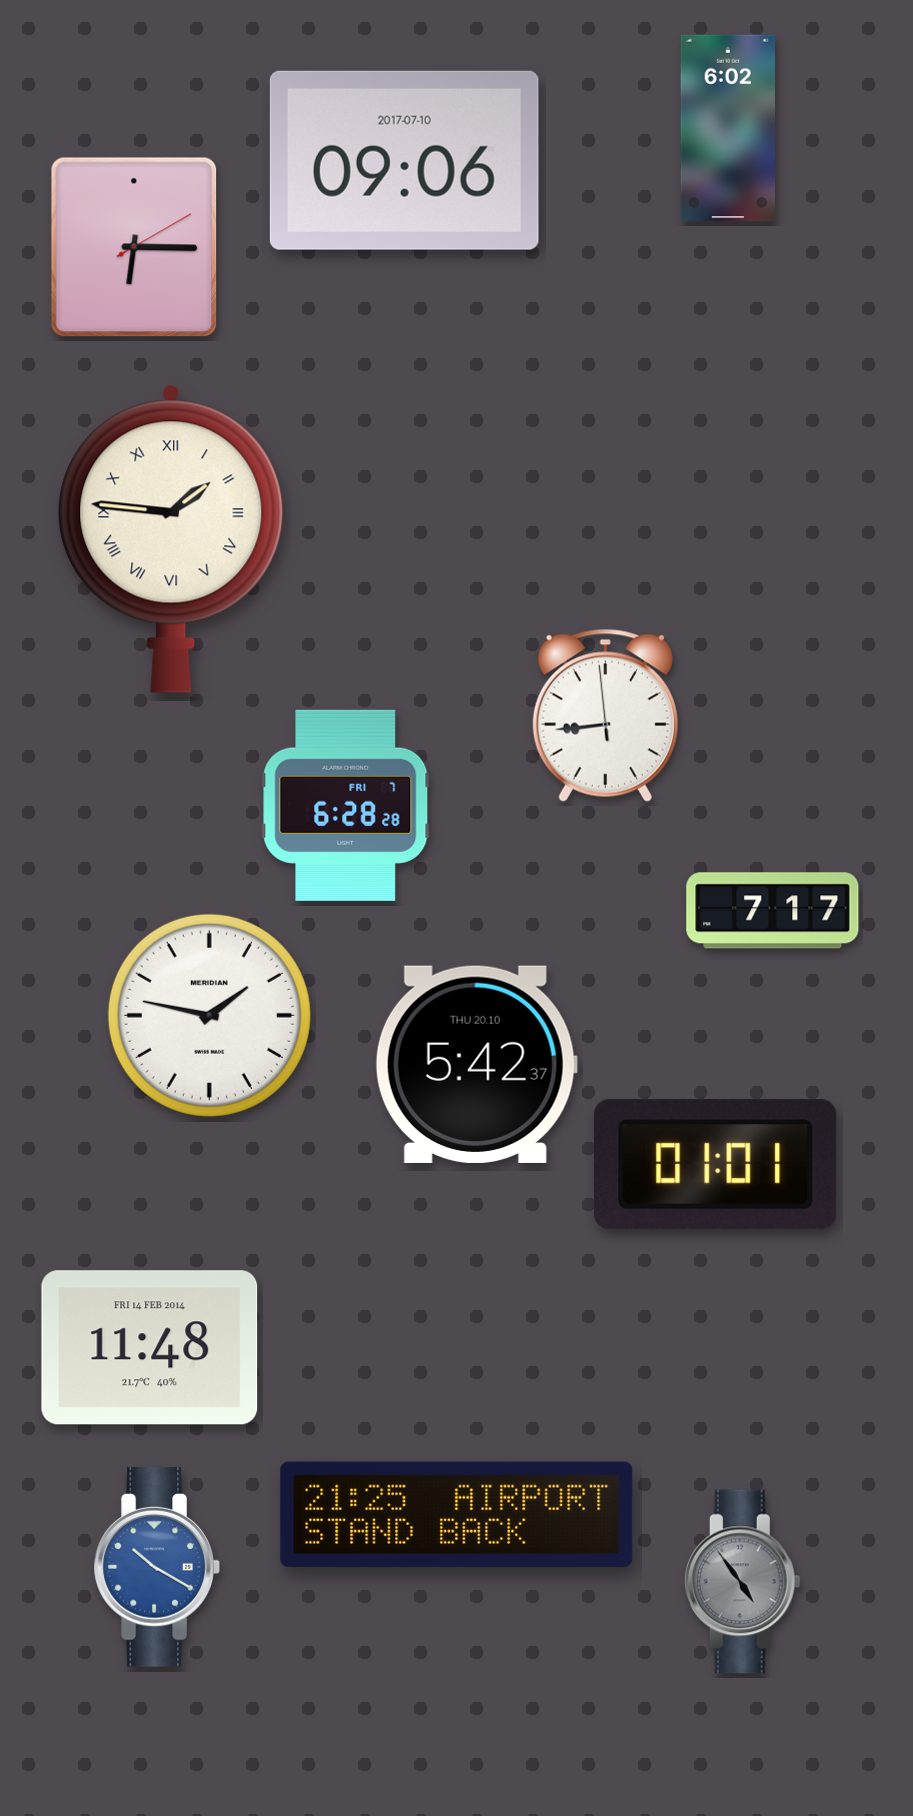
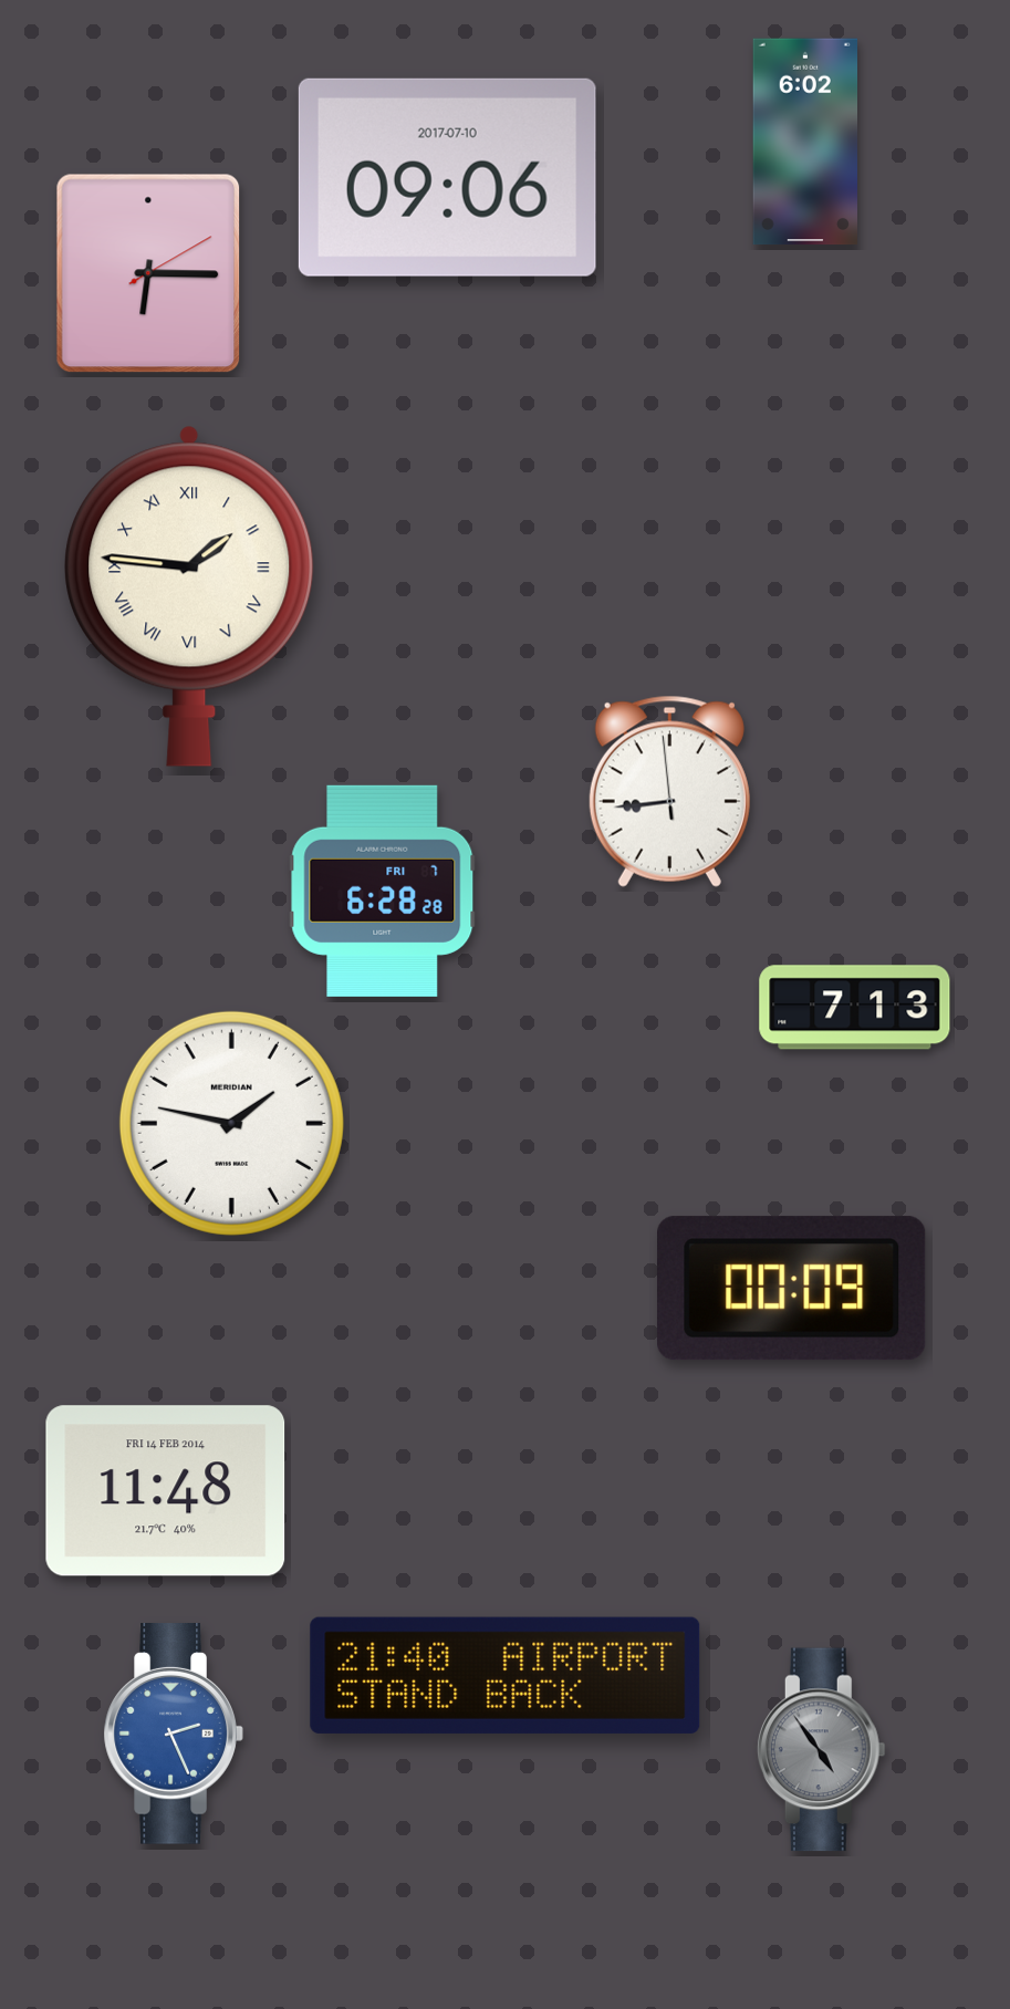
clock at (773, 911): 7:17 -> 7:13
clock at (476, 1064): 5:42 -> none
clock at (716, 1165): 01:01 -> 00:09
clock at (457, 1514): 21:25 -> 21:40
clock at (157, 1568): 10:20 -> 2:26
